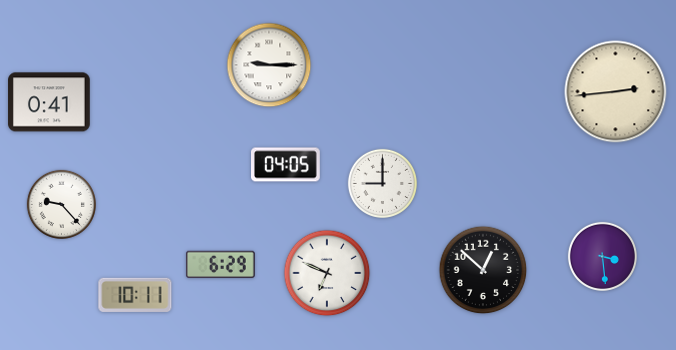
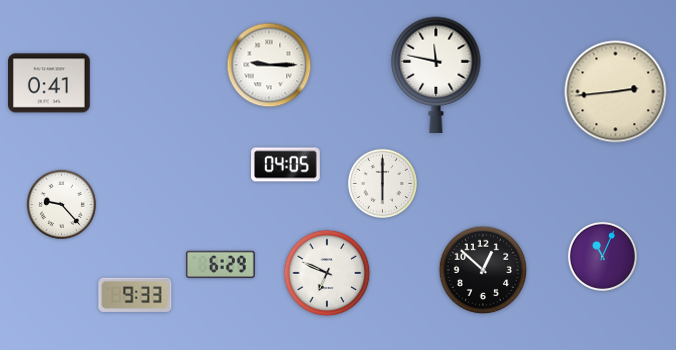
clock at (436, 75): none -> 11:47
clock at (49, 102) position: (49, 102) -> (49, 83)
clock at (382, 183): 9:00 -> 6:00
clock at (602, 256): 3:29 -> 11:04
clock at (135, 295): 10:11 -> 9:33
